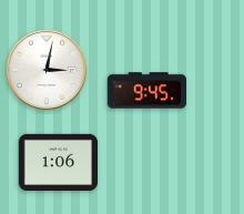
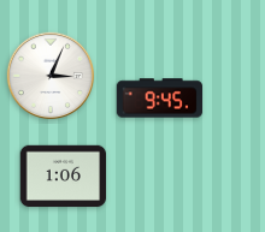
clock at (47, 70): 3:02 -> 3:04
